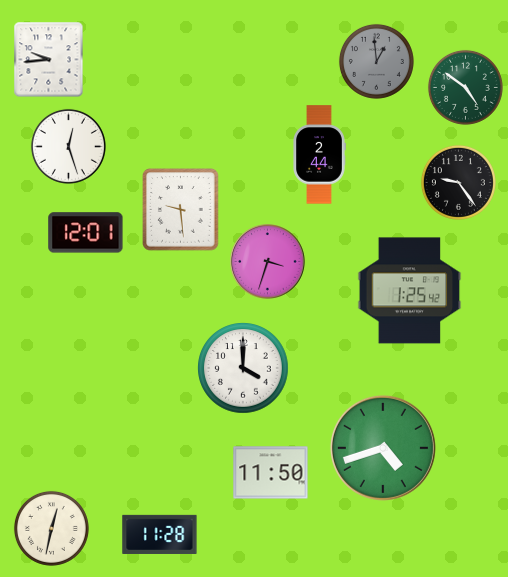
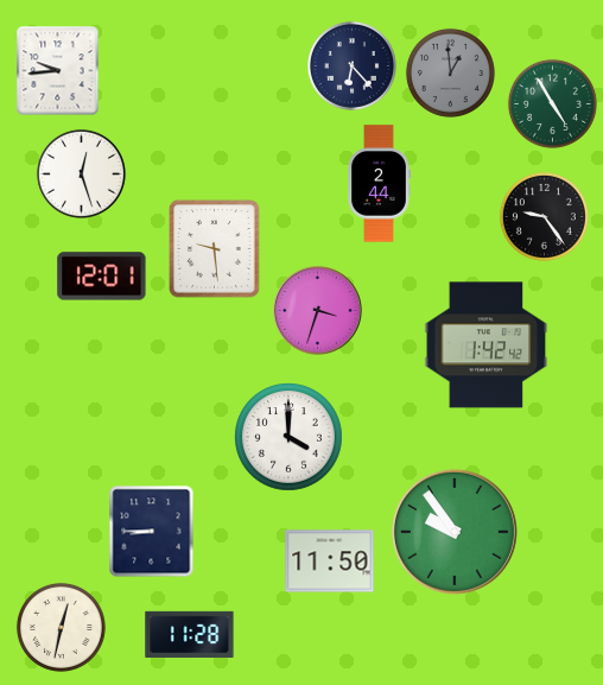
clock at (351, 65): none -> 6:23
clock at (376, 61) position: (376, 61) -> (450, 72)
clock at (465, 87): 4:51 -> 4:55
clock at (410, 291): 1:25 -> 1:42
clock at (152, 532): none -> 8:45
clock at (383, 448): 4:42 -> 9:54
clock at (271, 473) position: (271, 473) -> (330, 562)
